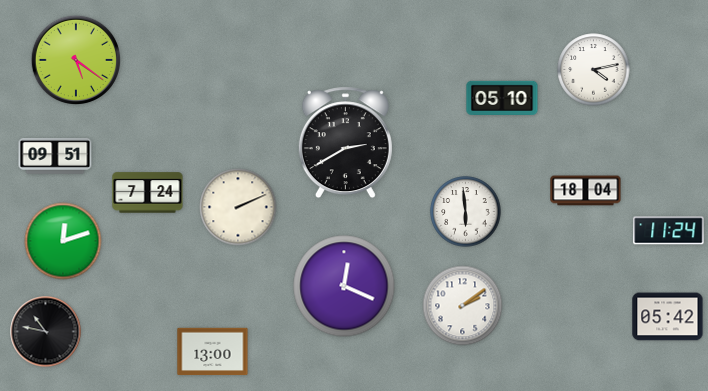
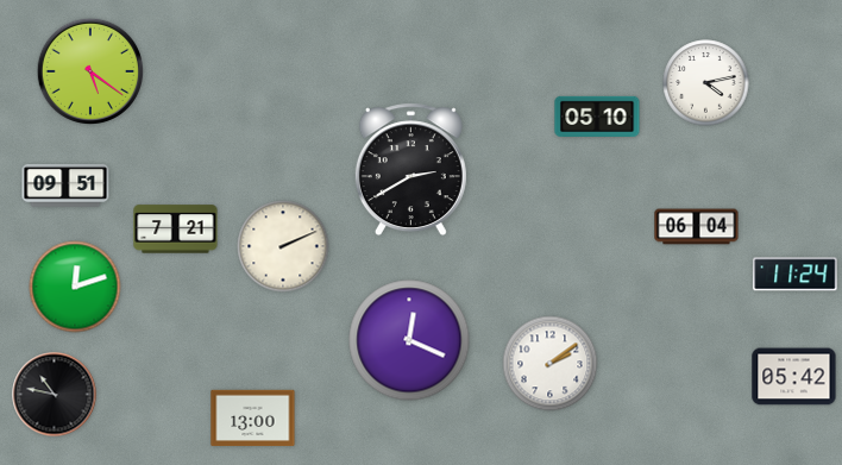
clock at (586, 191): 18:04 -> 06:04
clock at (148, 193): 7:24 -> 7:21
clock at (466, 212): 5:59 -> none
